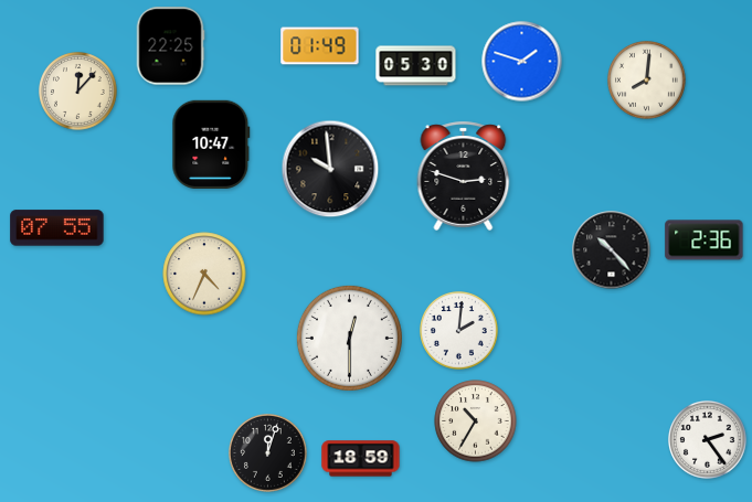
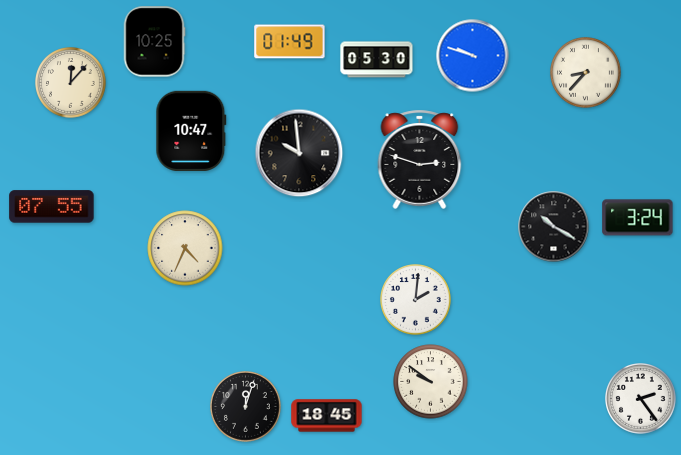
clock at (170, 46): 22:25 -> 10:25
clock at (522, 62): 1:48 -> 9:48
clock at (647, 81): 8:01 -> 8:37
clock at (705, 241): 2:36 -> 3:24
clock at (612, 250): 10:23 -> 10:20
clock at (349, 338): 12:30 -> none
clock at (476, 421): 10:35 -> 9:51
clock at (268, 453) position: (268, 453) -> (246, 407)
clock at (361, 459): 18:59 -> 18:45
